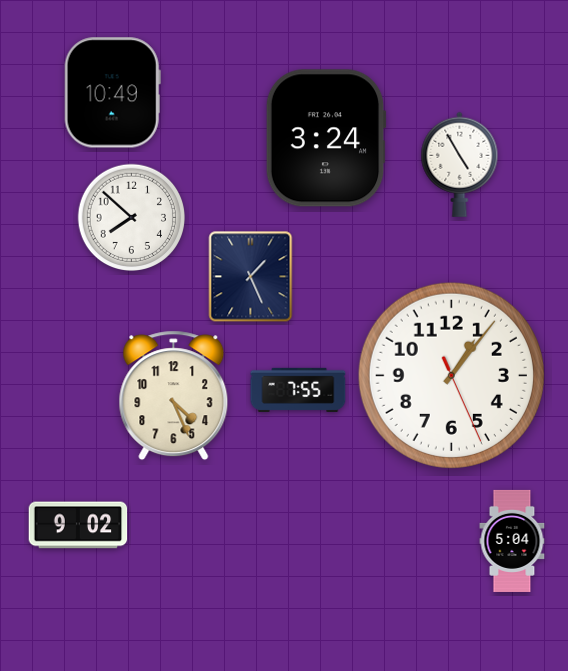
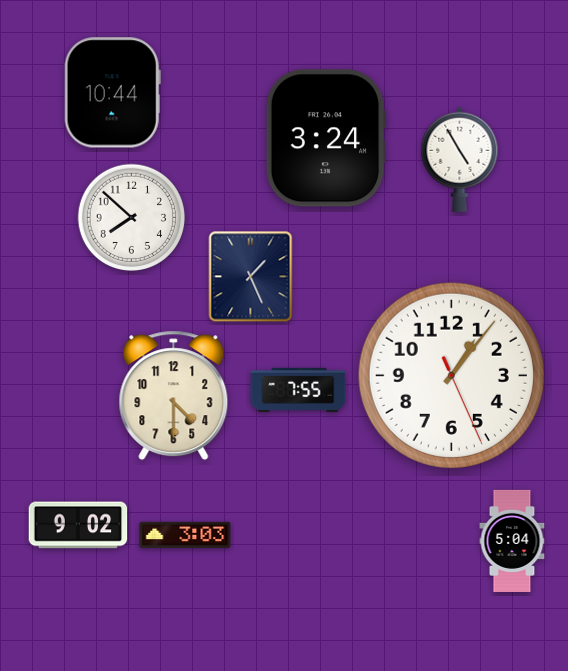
clock at (112, 93): 10:49 -> 10:44
clock at (460, 164) position: (460, 164) -> (460, 159)
clock at (174, 396): 4:26 -> 4:30
clock at (185, 535): none -> 3:03
